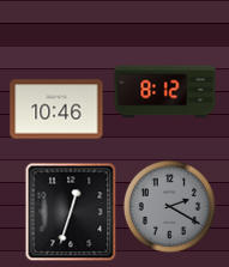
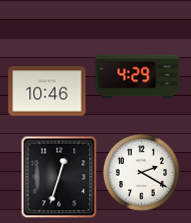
clock at (165, 92): 8:12 -> 4:29
clock at (169, 206) dial: grey -> white
